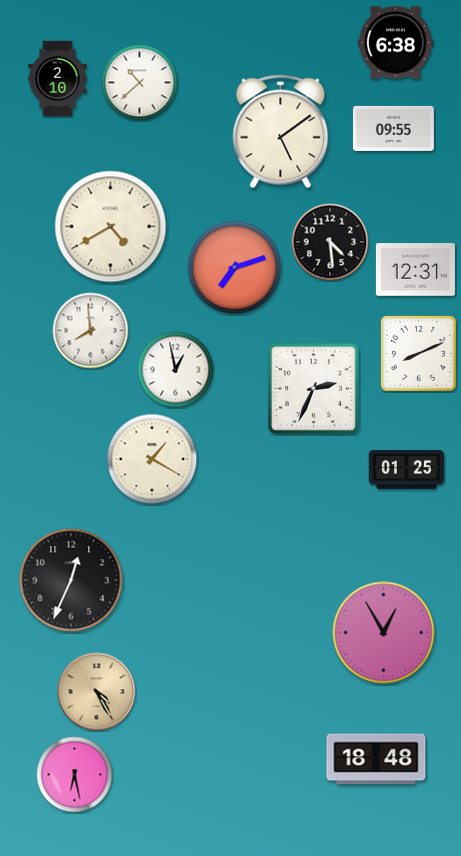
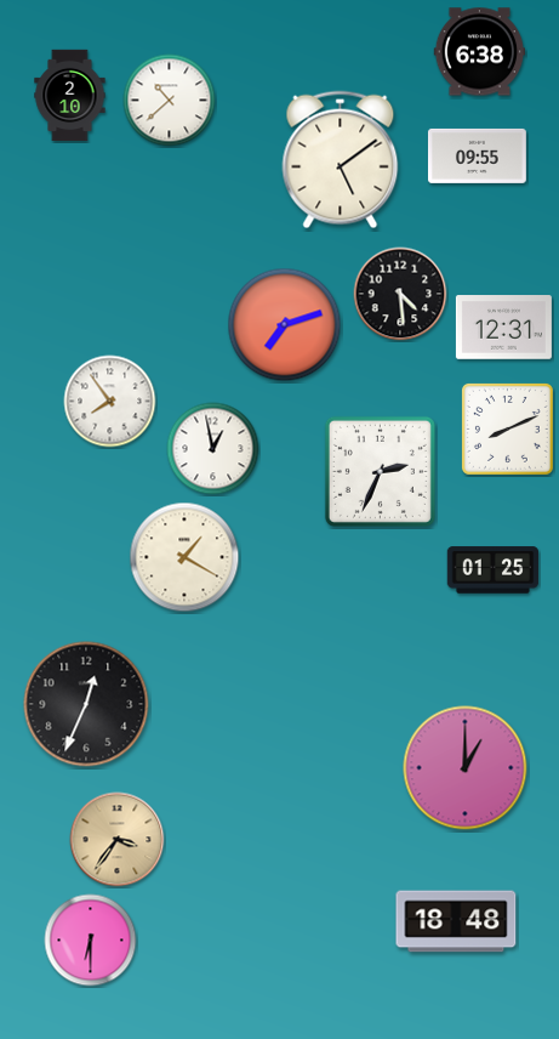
clock at (111, 227): 4:40 -> none
clock at (91, 331): 7:59 -> 7:54
clock at (384, 633): 12:55 -> 1:00
clock at (97, 692): 4:25 -> 3:36
clock at (75, 775): 6:28 -> 6:30
